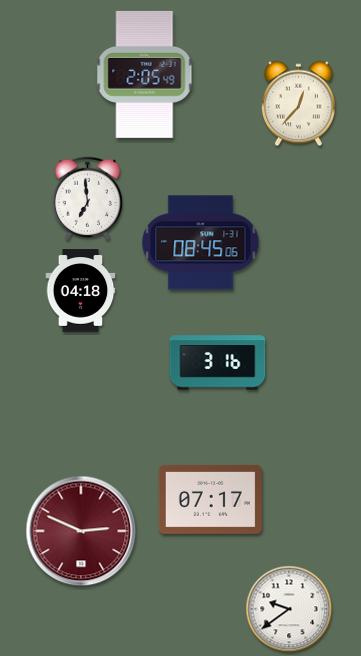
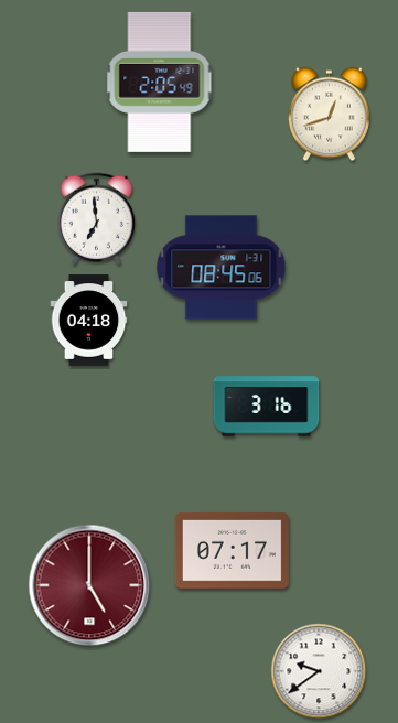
clock at (298, 104): 12:37 -> 12:42
clock at (218, 363) position: (218, 363) -> (267, 407)
clock at (81, 531): 2:49 -> 5:00
